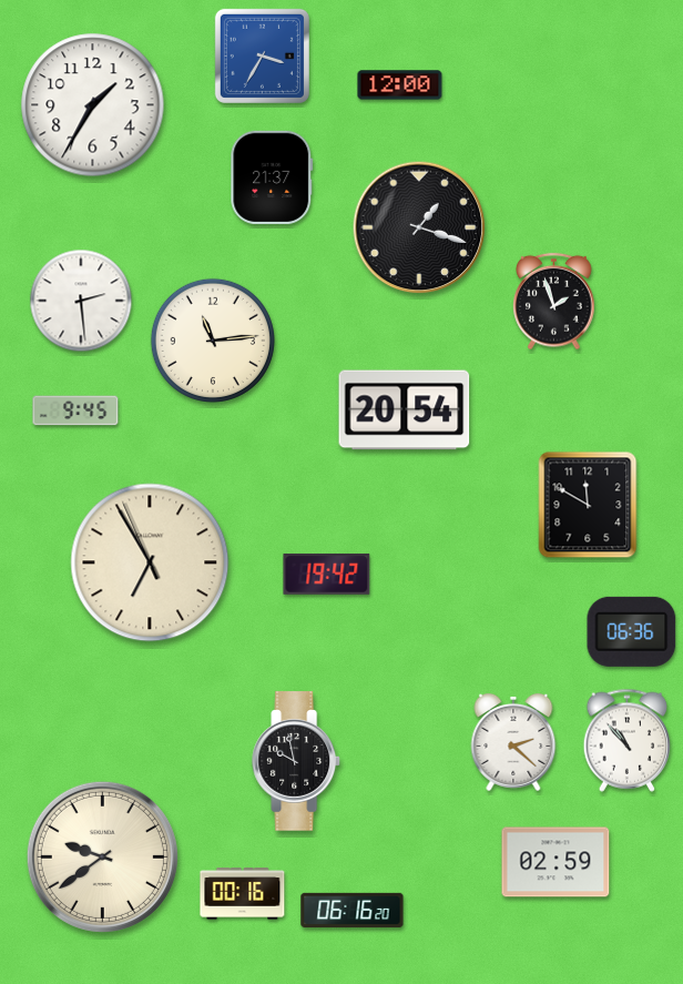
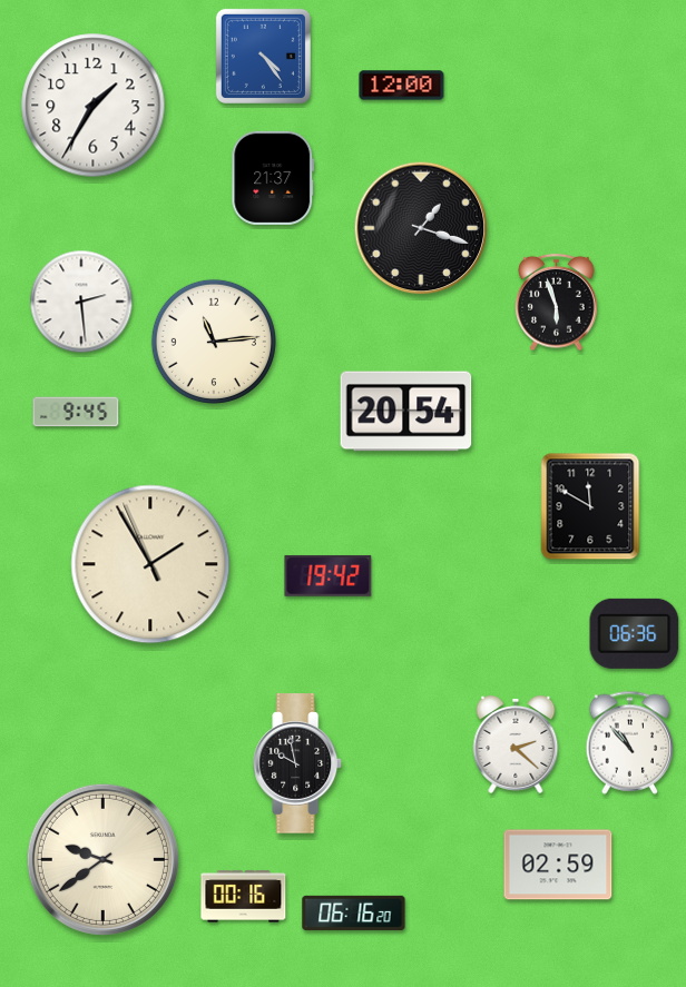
clock at (262, 55): 3:35 -> 4:24
clock at (554, 302): 1:57 -> 5:57
clock at (150, 562): 6:54 -> 1:54
